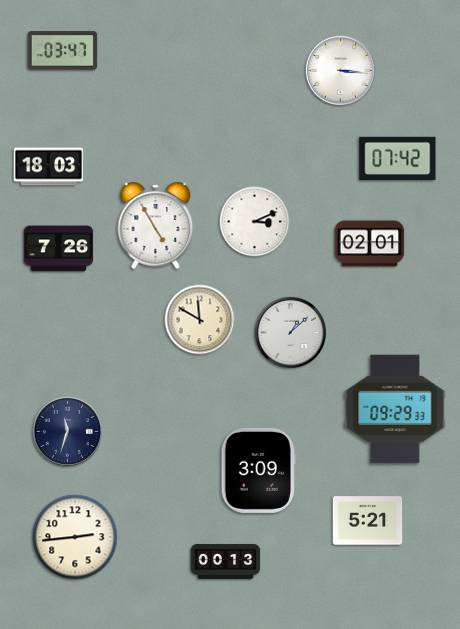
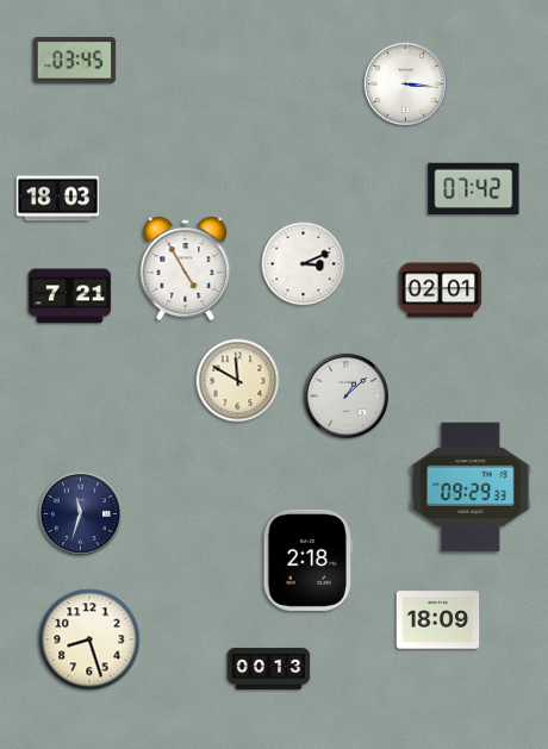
clock at (63, 51): 03:47 -> 03:45
clock at (59, 249): 7:26 -> 7:21
clock at (258, 470): 3:09 -> 2:18
clock at (368, 521): 5:21 -> 18:09
clock at (75, 537): 2:44 -> 8:27
